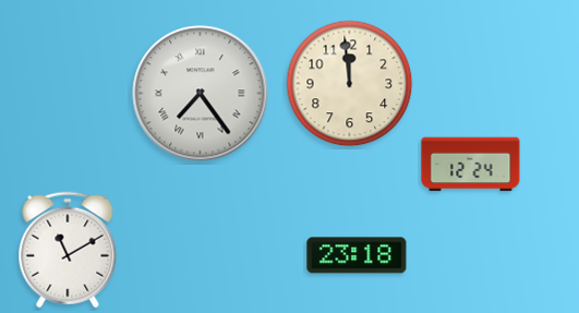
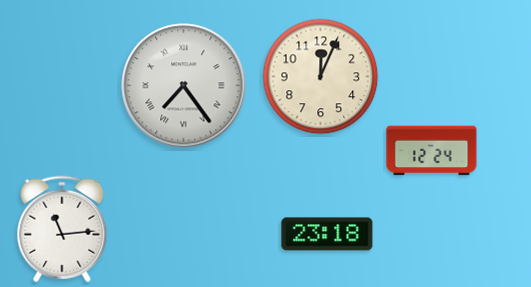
clock at (350, 84): 11:59 -> 12:04
clock at (68, 250): 11:10 -> 11:14
